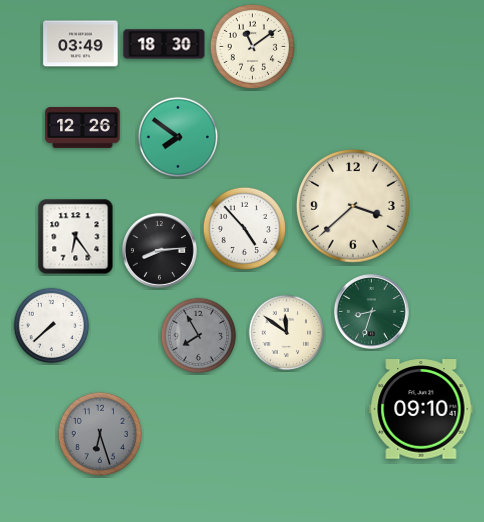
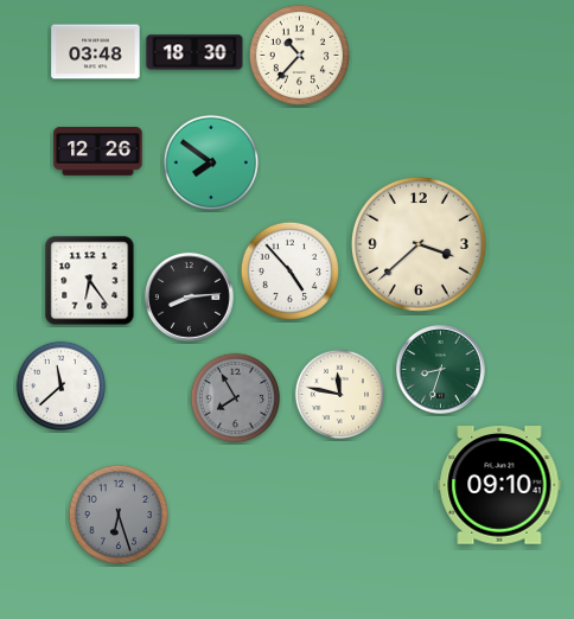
clock at (81, 44): 03:49 -> 03:48
clock at (252, 46): 11:09 -> 10:37
clock at (52, 326): 7:38 -> 11:38
clock at (287, 333): 11:51 -> 11:47
